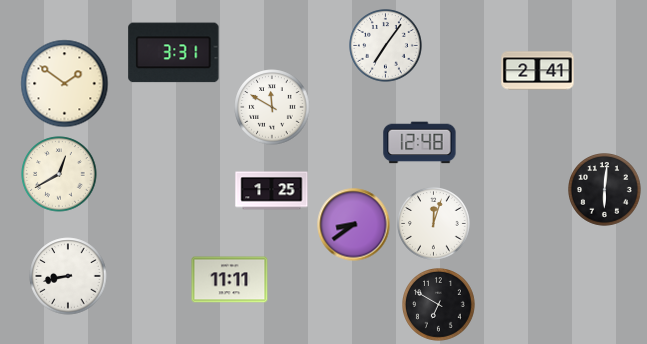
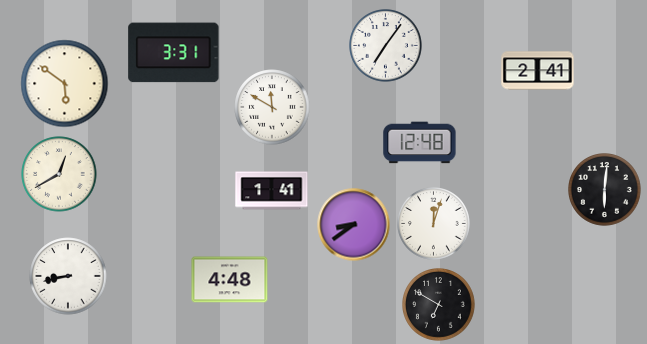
clock at (65, 84): 1:51 -> 5:51
clock at (272, 191): 1:25 -> 1:41
clock at (230, 280): 11:11 -> 4:48
